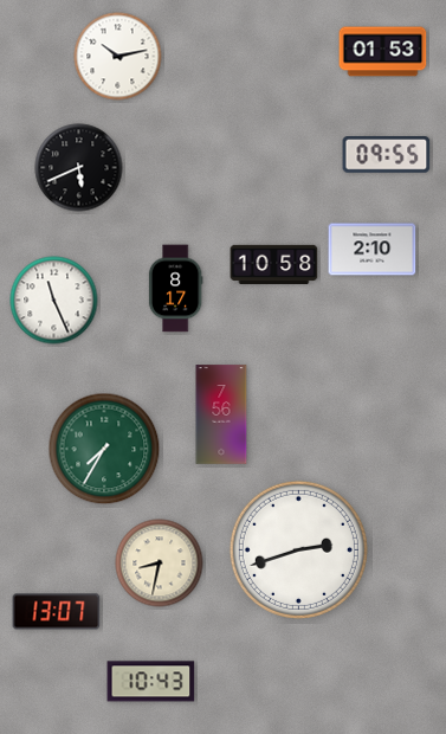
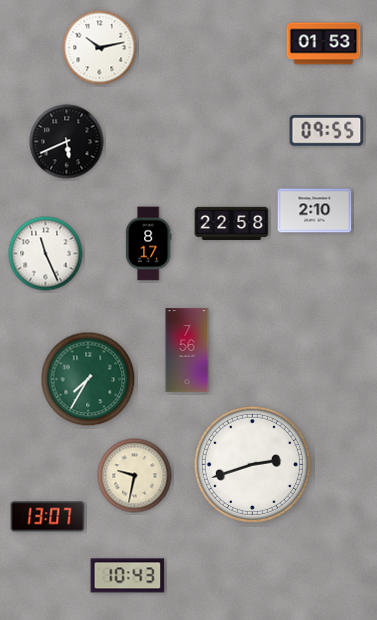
clock at (274, 264): 10:58 -> 22:58
clock at (160, 564): 8:32 -> 9:32
